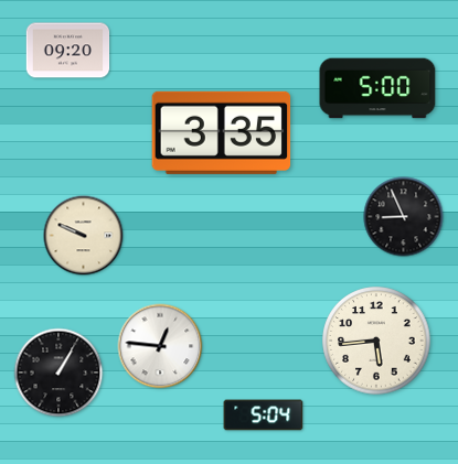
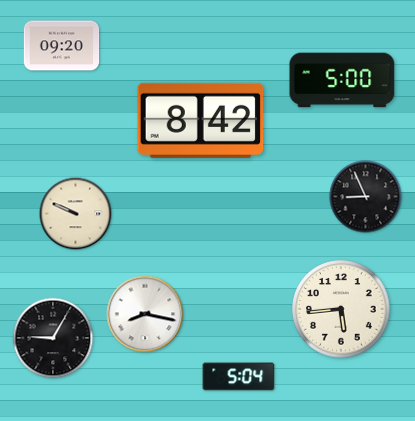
clock at (222, 132): 3:35 -> 8:42
clock at (160, 346): 12:46 -> 8:17
clock at (58, 373): 1:05 -> 9:05
